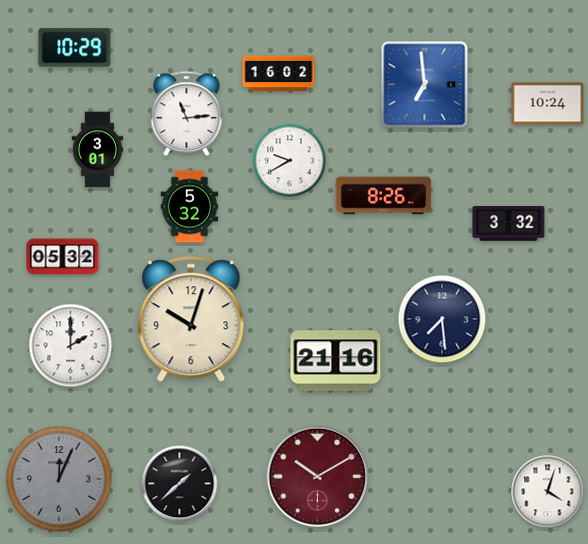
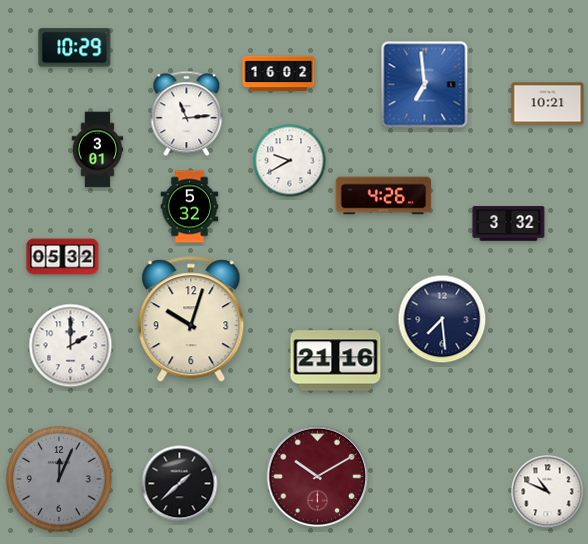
clock at (548, 104): 10:24 -> 10:21
clock at (384, 196): 8:26 -> 4:26
clock at (548, 492): 4:03 -> 10:49
